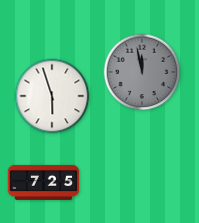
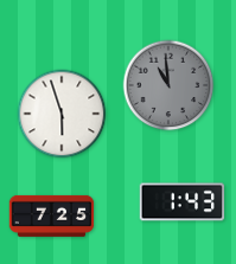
clock at (142, 72): 11:58 -> 10:59
clock at (183, 202): none -> 1:43
